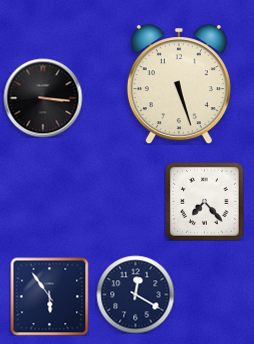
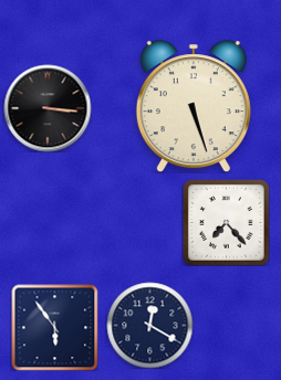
clock at (179, 84) position: (179, 84) -> (194, 106)
